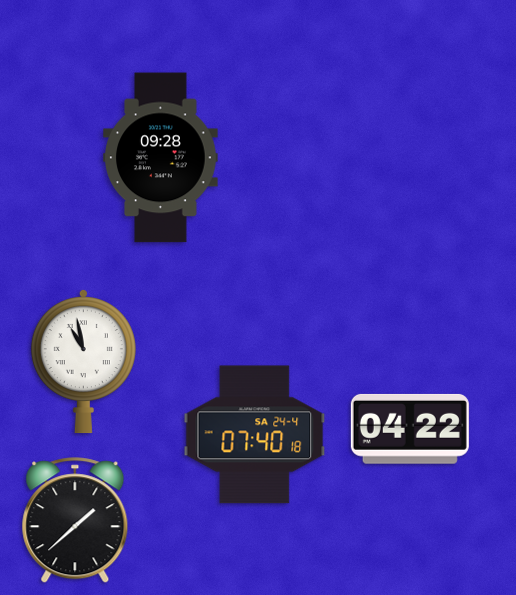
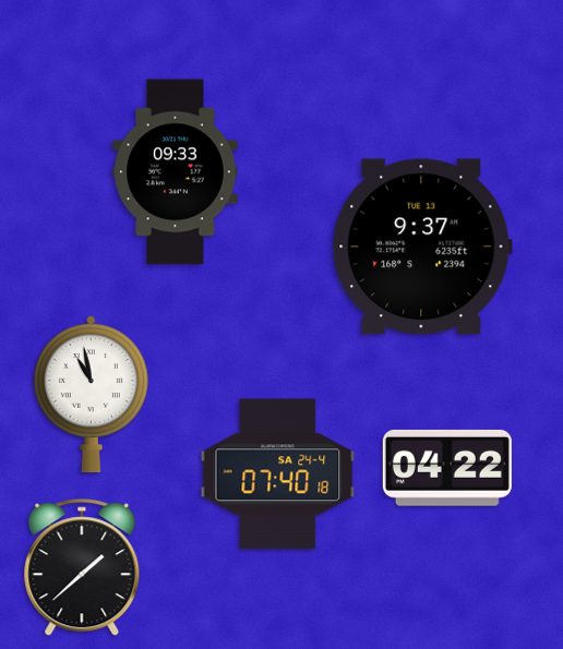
clock at (161, 158): 09:28 -> 09:33
clock at (422, 247): none -> 9:37
